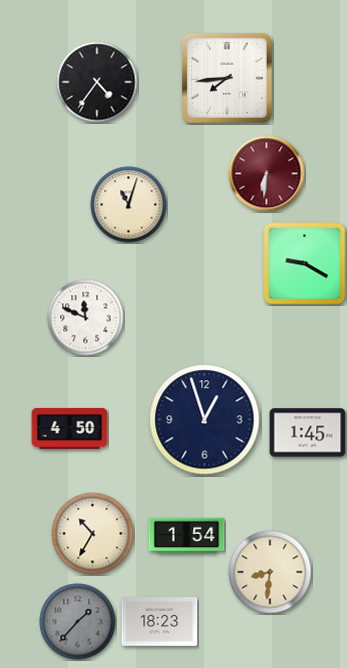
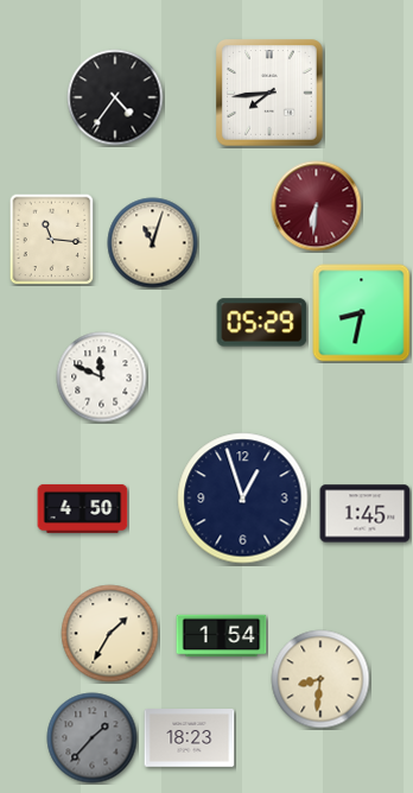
clock at (52, 239): none -> 11:16
clock at (305, 264): 9:20 -> 8:32
clock at (262, 323): none -> 05:29
clock at (93, 534): 10:35 -> 1:35
